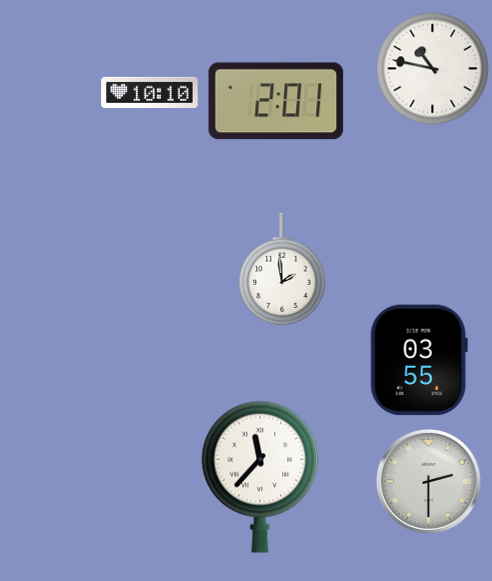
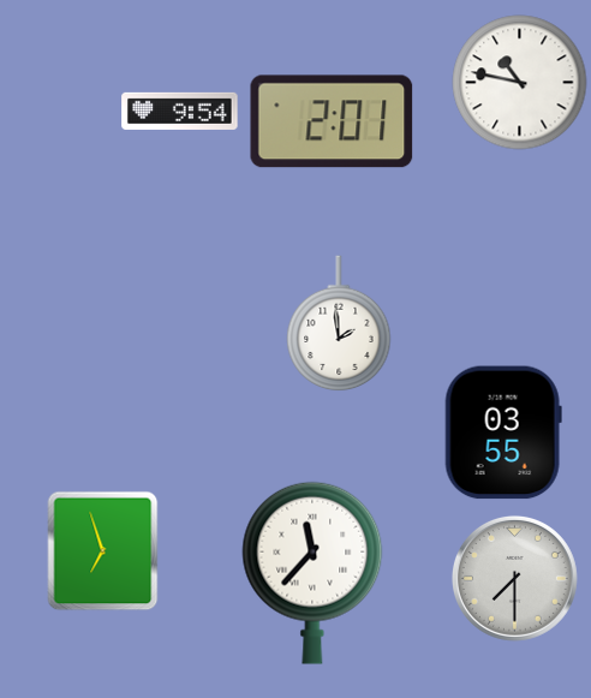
clock at (150, 92): 10:10 -> 9:54
clock at (103, 551): none -> 6:57
clock at (428, 482): 2:30 -> 7:30
